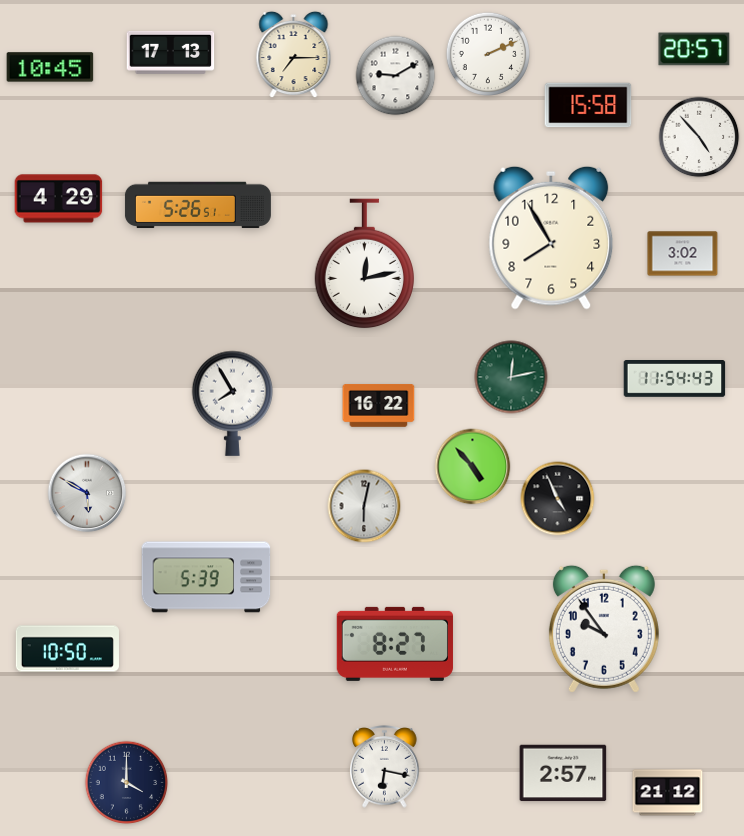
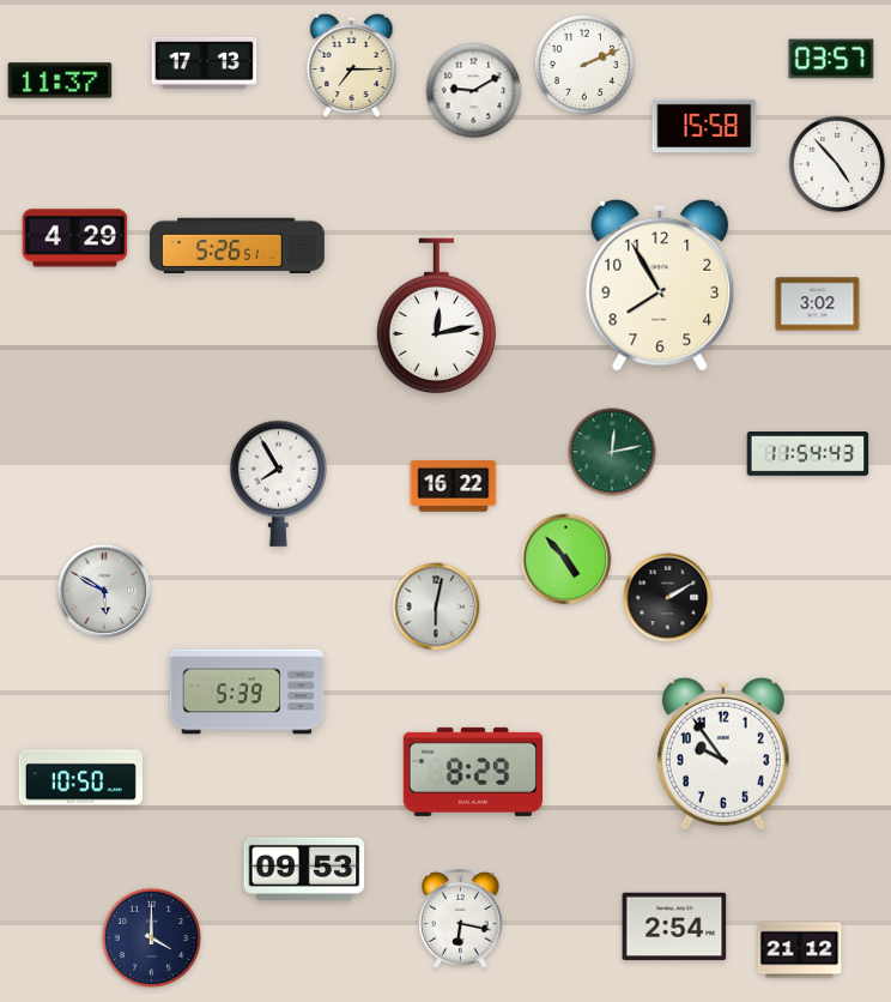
clock at (694, 49): 20:57 -> 03:57
clock at (50, 67): 10:45 -> 11:37
clock at (59, 199) position: (59, 199) -> (75, 239)
clock at (558, 499): 4:56 -> 2:10
clock at (395, 644): 8:27 -> 8:29
clock at (304, 869): none -> 09:53
clock at (563, 773): 2:57 -> 2:54
